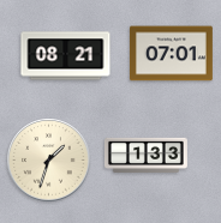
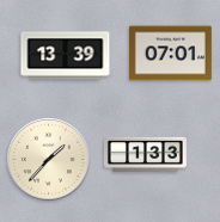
clock at (66, 56): 08:21 -> 13:39
clock at (49, 161): 1:33 -> 1:37
